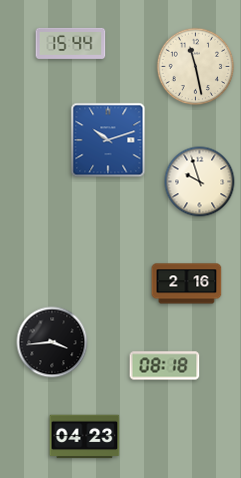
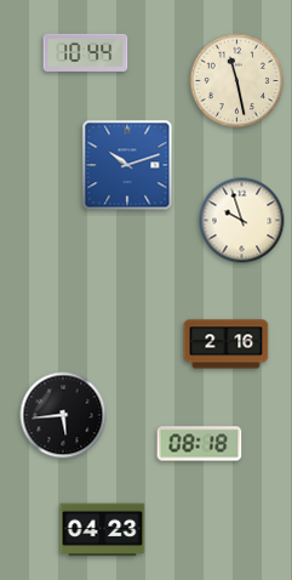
clock at (71, 43): 15:44 -> 10:44
clock at (108, 140) position: (108, 140) -> (127, 165)
clock at (52, 342): 3:44 -> 5:44
